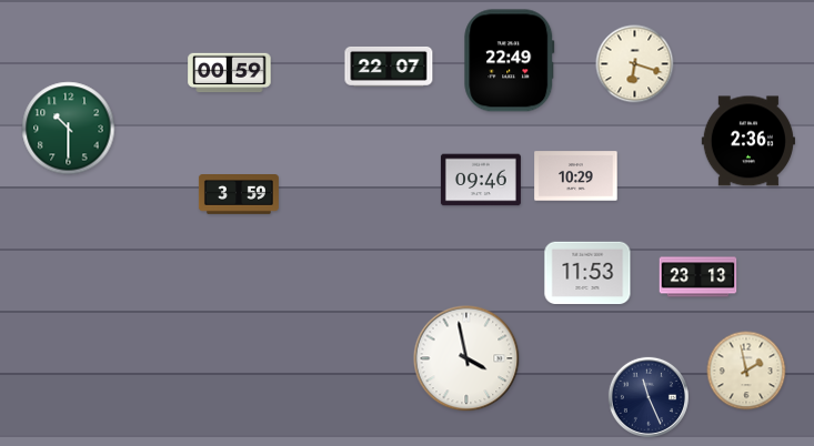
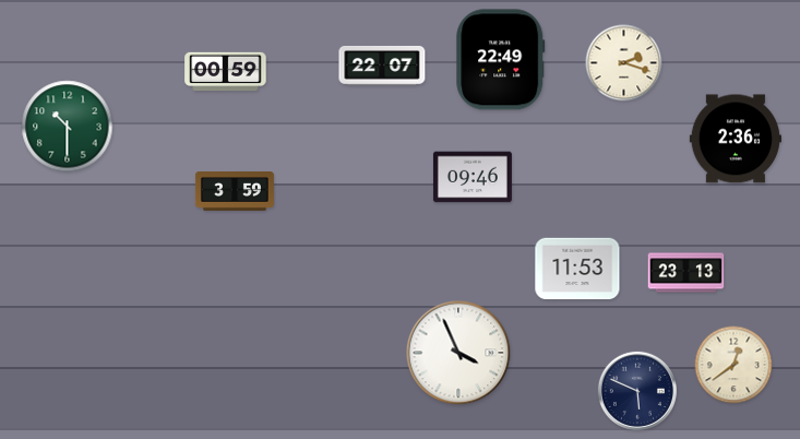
clock at (635, 64): 6:18 -> 2:18
clock at (576, 176): 10:29 -> none
clock at (466, 358): 3:58 -> 3:56
clock at (746, 371): 1:58 -> 12:39
clock at (649, 397): 11:26 -> 5:49
